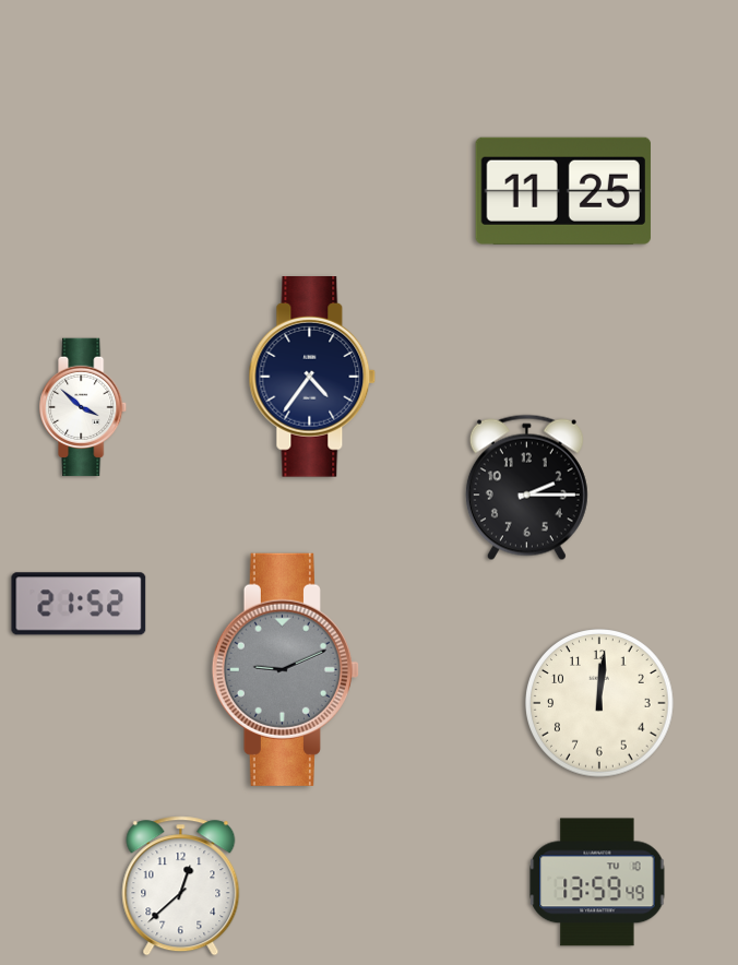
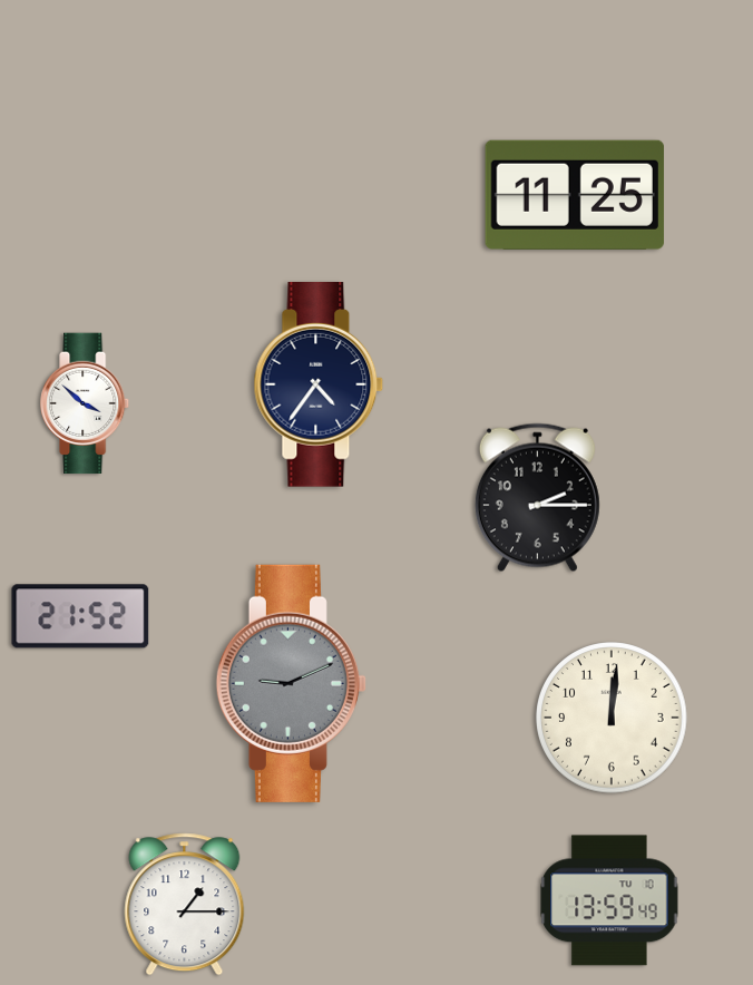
clock at (84, 407) position: (84, 407) -> (86, 403)
clock at (181, 886): 12:38 -> 1:15
